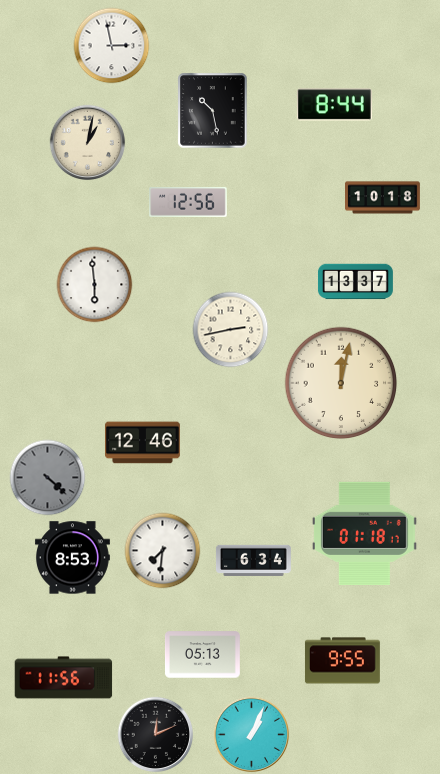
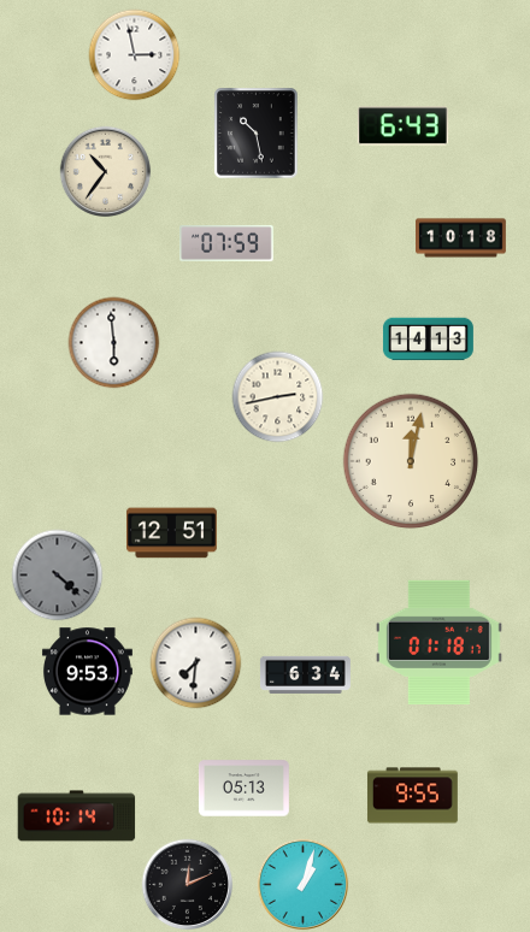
clock at (334, 105): 8:44 -> 6:43
clock at (88, 143): 1:02 -> 10:36
clock at (188, 202): 12:56 -> 07:59
clock at (355, 282): 13:37 -> 14:13
clock at (143, 443): 12:46 -> 12:51
clock at (72, 558): 8:53 -> 9:53
clock at (64, 678): 11:56 -> 10:14
clock at (252, 735): 1:04 -> 1:03
